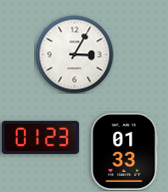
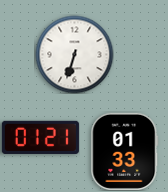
clock at (74, 54): 3:05 -> 6:33
clock at (40, 137): 01:23 -> 01:21
